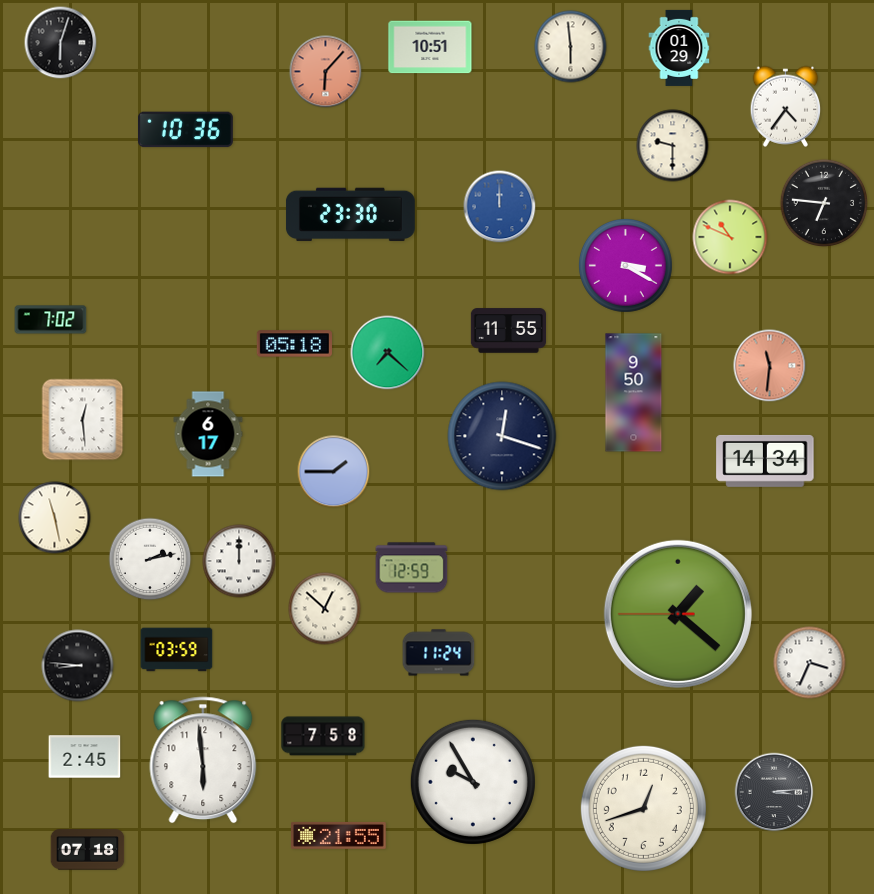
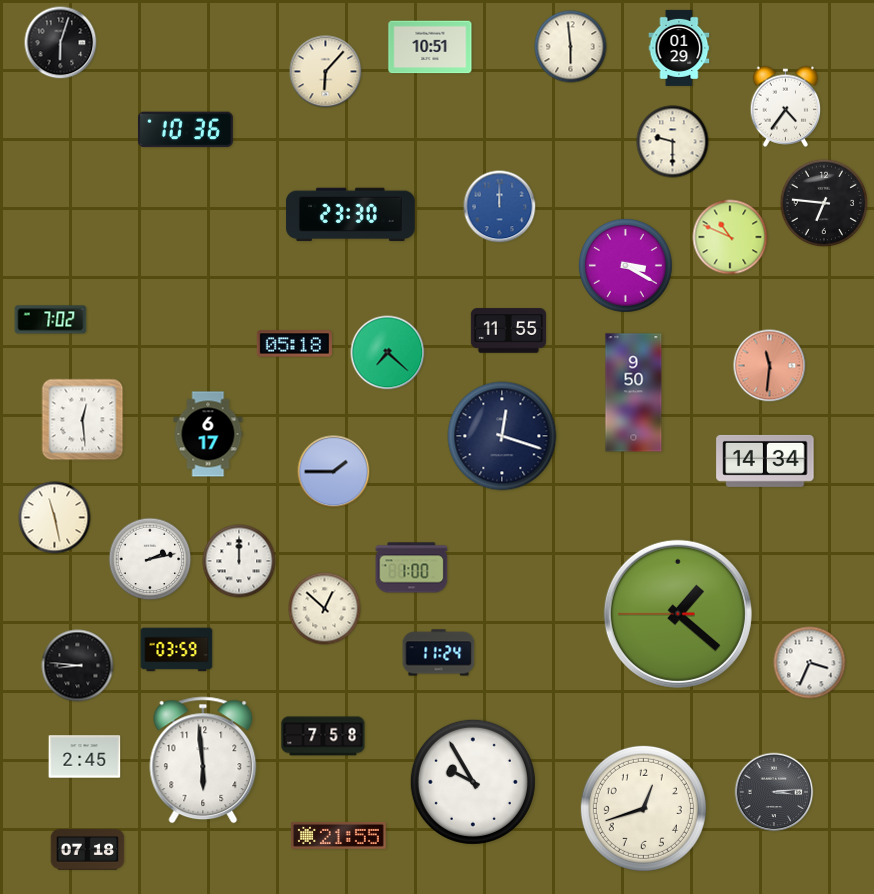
clock at (326, 72) dial: salmon -> cream
clock at (673, 146) position: (673, 146) -> (673, 142)
clock at (412, 568): 12:59 -> 1:00
